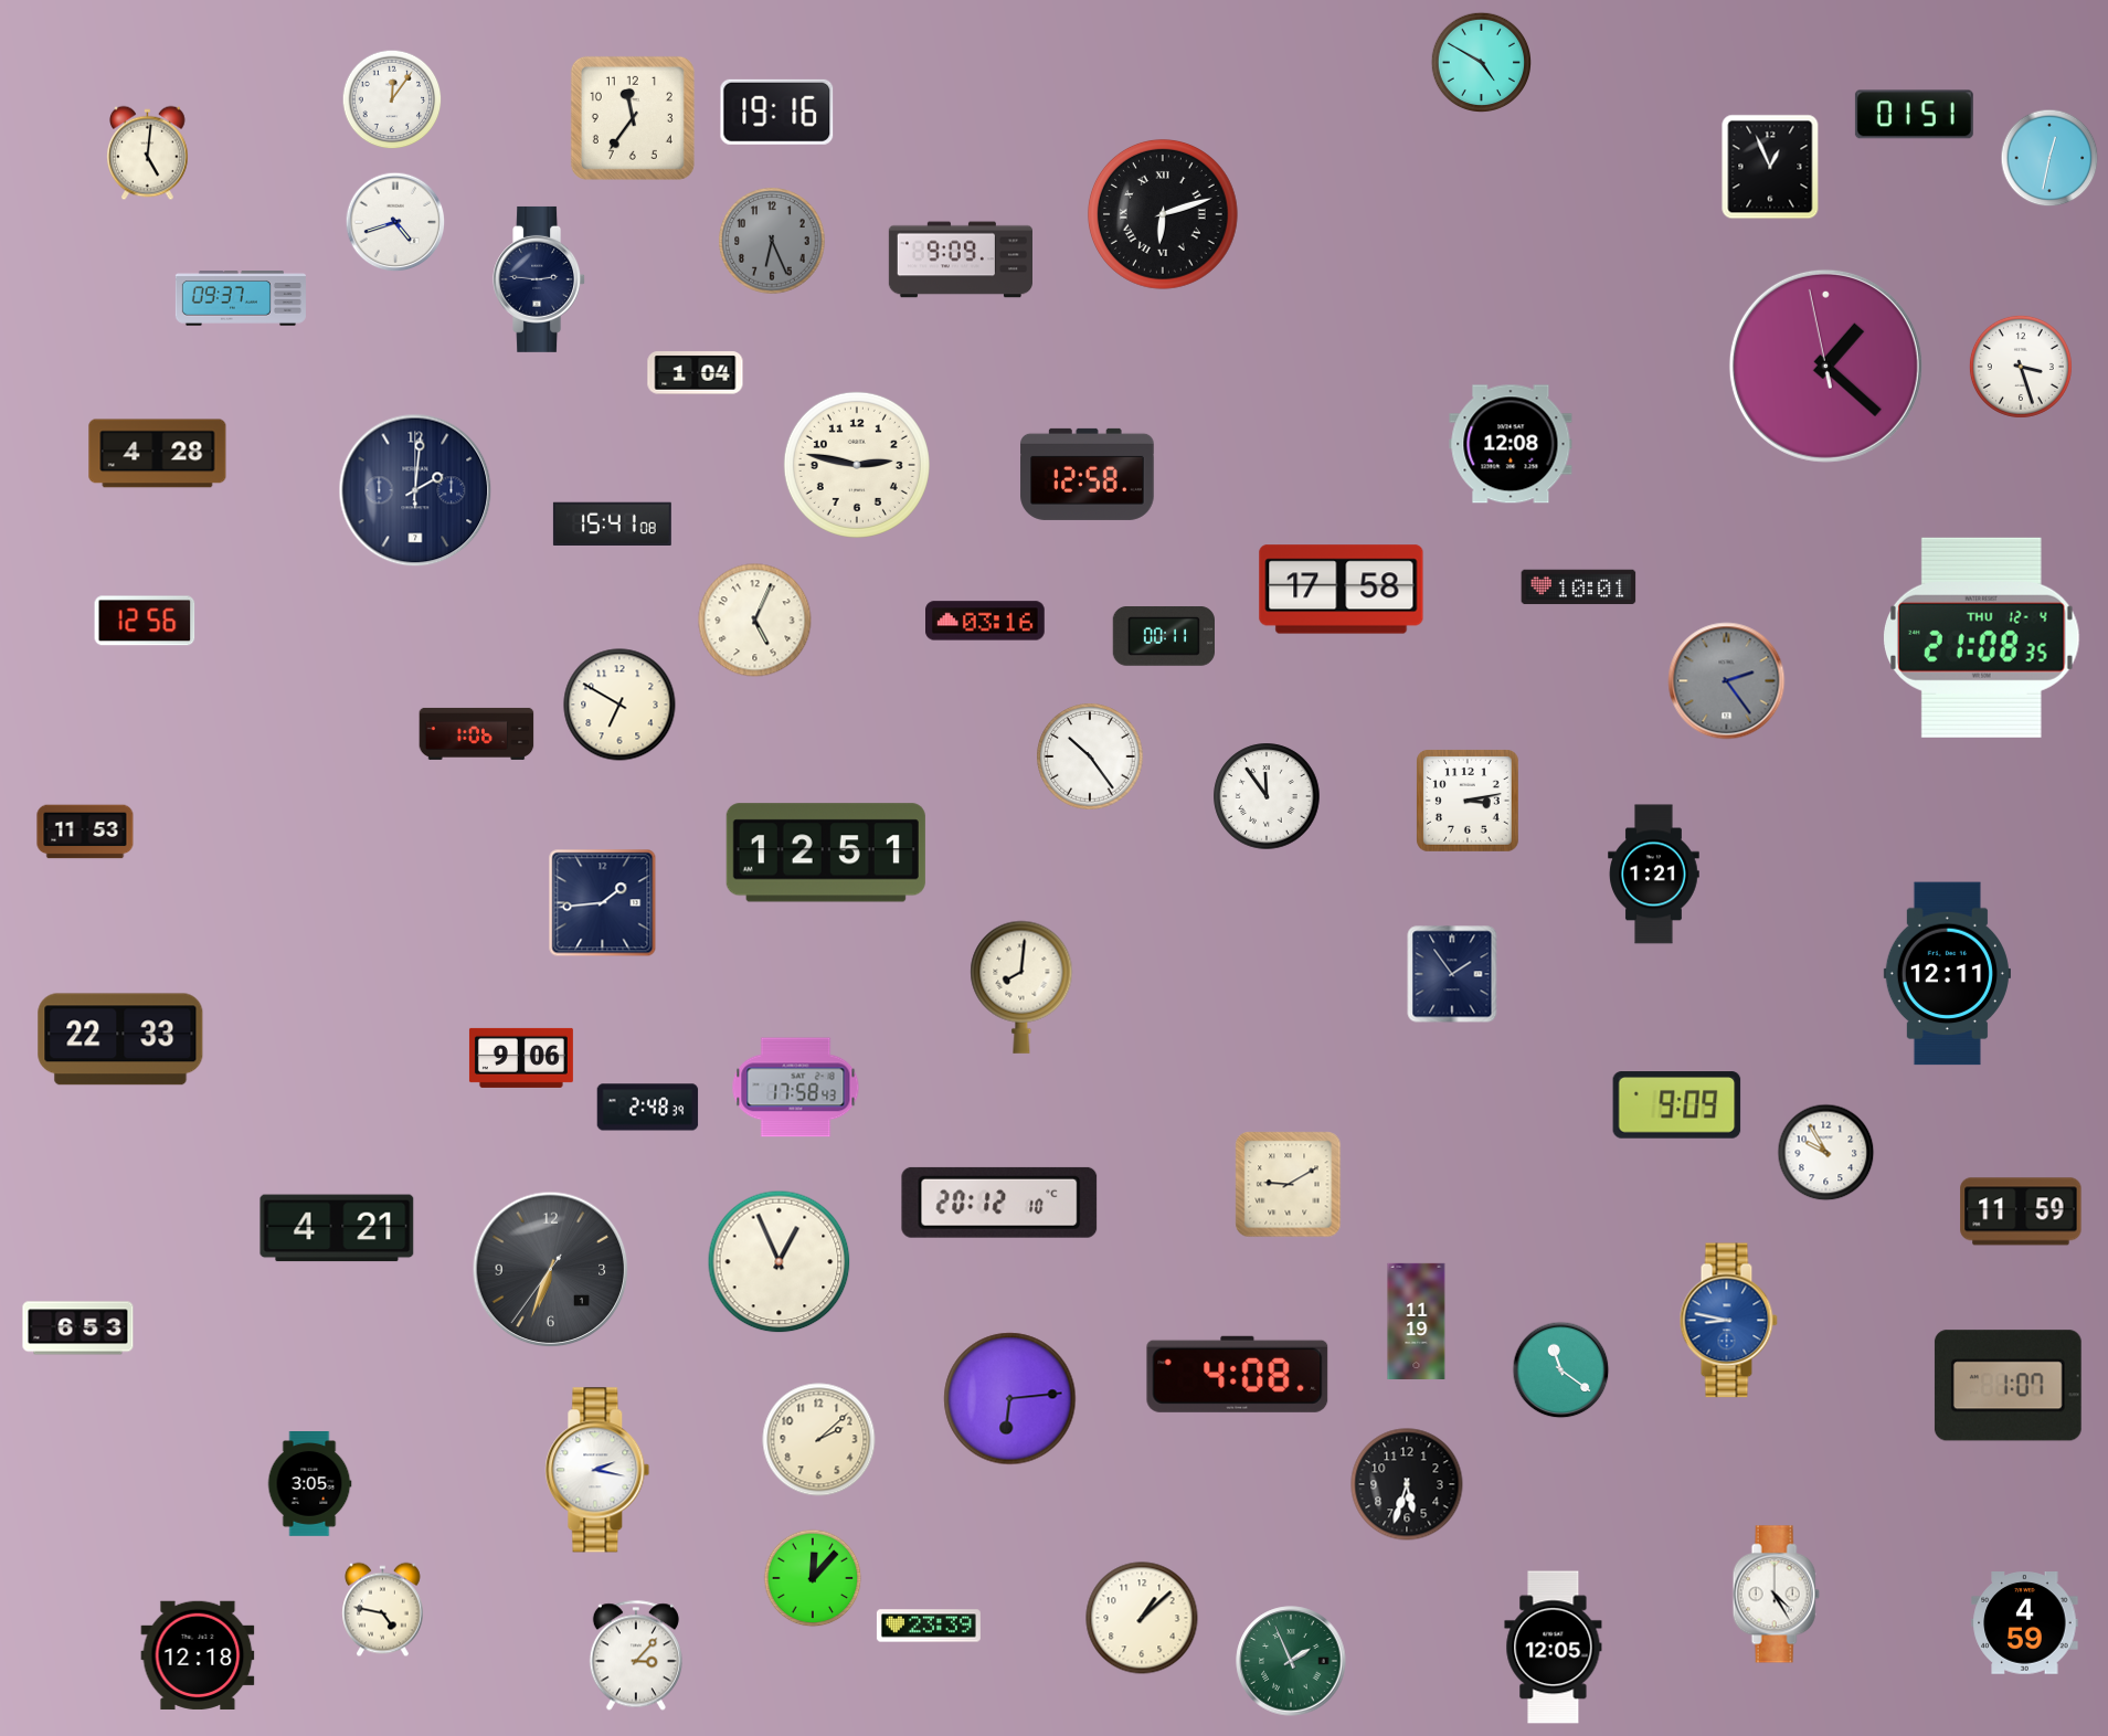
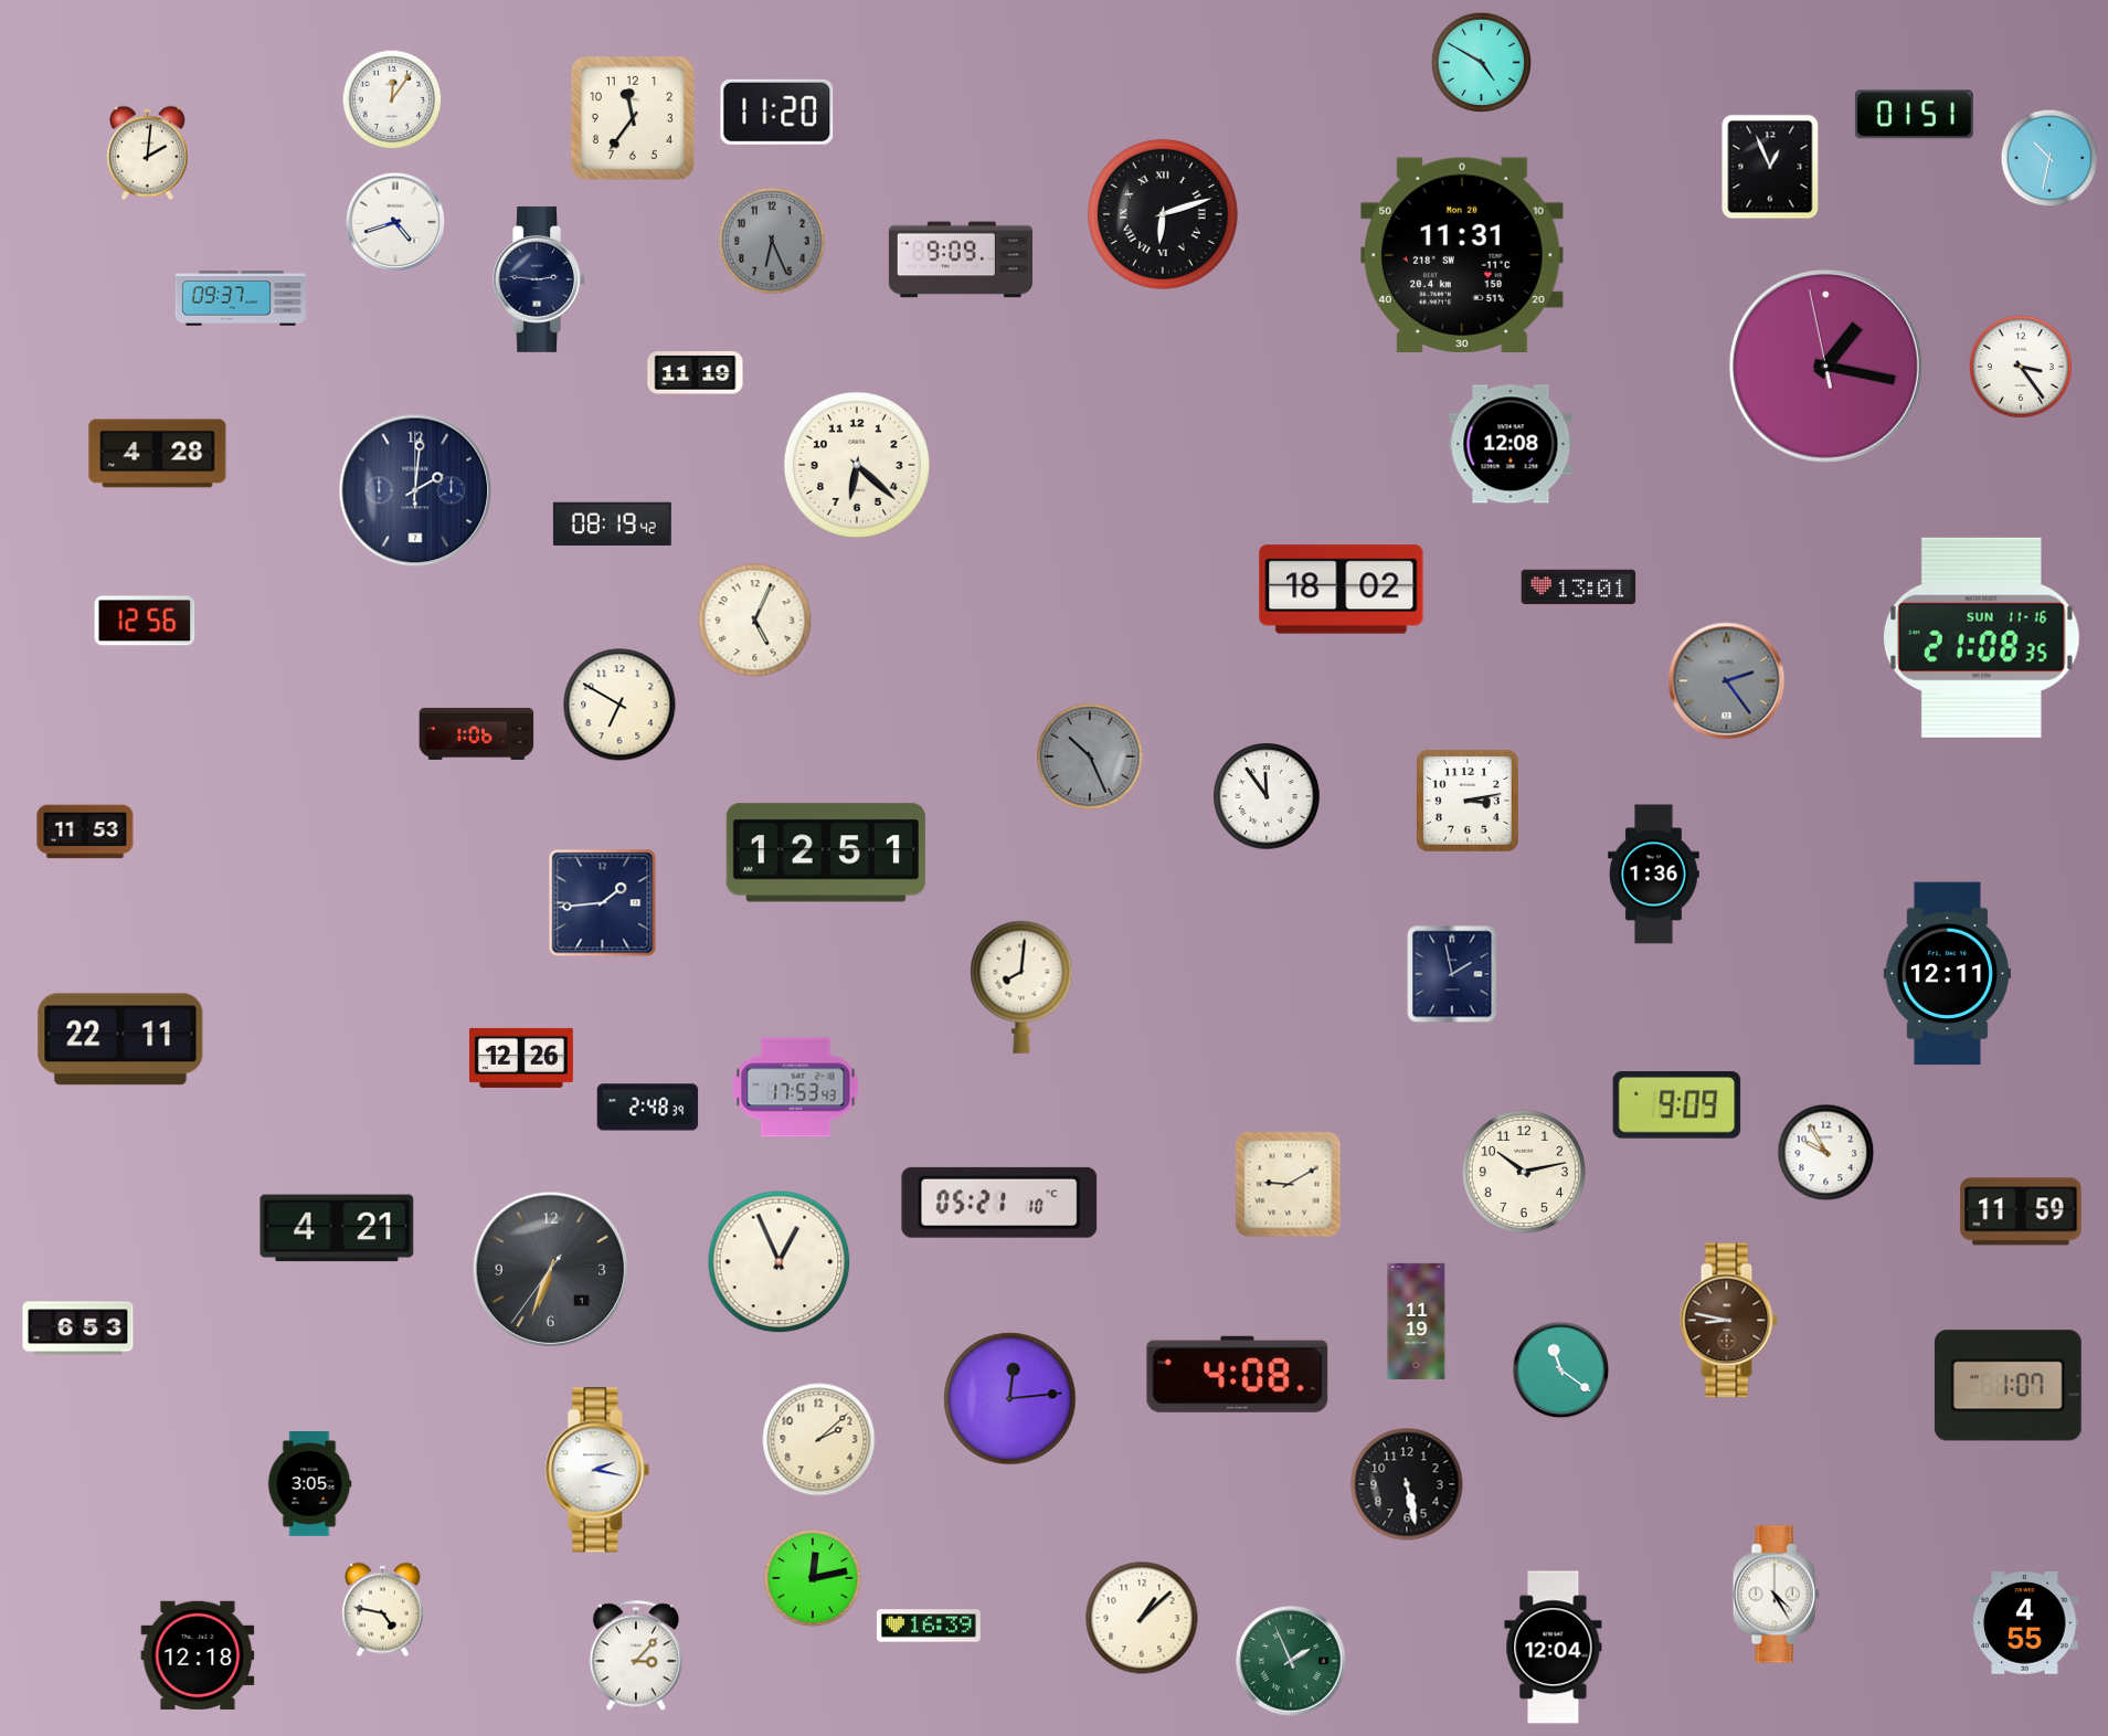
clock at (777, 112): 19:16 -> 11:20
clock at (148, 154): 5:01 -> 2:01
clock at (2049, 158): 12:32 -> 10:32
clock at (1462, 255): none -> 11:31
clock at (1825, 366): 1:21 -> 1:16
clock at (2021, 367): 3:27 -> 3:24
clock at (696, 373): 1:04 -> 11:19
clock at (857, 465): 2:47 -> 6:22
clock at (1088, 474): 12:58 -> none
clock at (612, 525): 15:41 -> 08:19
clock at (1579, 588): 10:01 -> 13:01
clock at (1342, 590): 17:58 -> 18:02
clock at (986, 621): 03:16 -> none
clock at (1163, 637): 00:11 -> none
clock at (1981, 637) date: THU 12-4 -> SUN 11-16
clock at (1090, 756): 10:24 -> 10:26
clock at (1090, 756) dial: white -> grey
clock at (1654, 875): 1:21 -> 1:36
clock at (1452, 974): 1:54 -> 1:58
clock at (120, 1039): 22:33 -> 22:11
clock at (521, 1058): 9:06 -> 12:26
clock at (796, 1088): 17:58 -> 17:53
clock at (1524, 1172): none -> 10:13
clock at (999, 1203): 20:12 -> 05:21
clock at (1728, 1321) dial: blue -> brown
clock at (1010, 1399): 6:14 -> 12:14
clock at (1407, 1484): 5:33 -> 5:28
clock at (813, 1578): 12:07 -> 12:13
clock at (2025, 1623): 4:59 -> 4:55
clock at (929, 1626): 23:39 -> 16:39
clock at (1554, 1648): 12:05 -> 12:04
